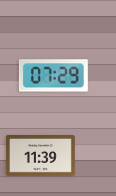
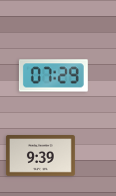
clock at (40, 156): 11:39 -> 9:39
